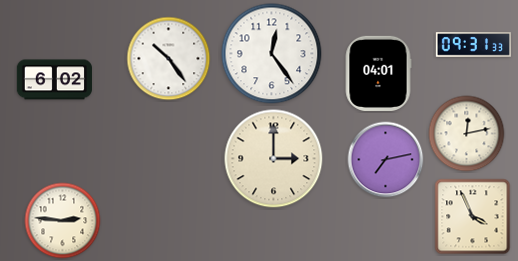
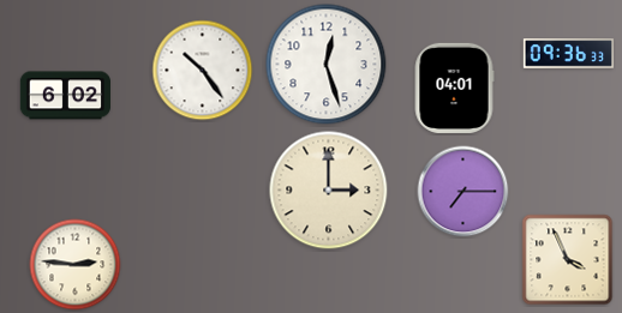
clock at (473, 45): 09:31 -> 09:36
clock at (272, 54): 12:24 -> 12:27
clock at (467, 134): 12:13 -> none
clock at (386, 160): 7:13 -> 7:15
